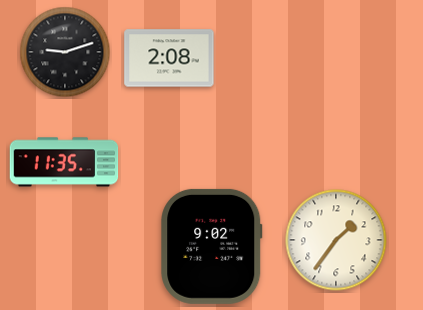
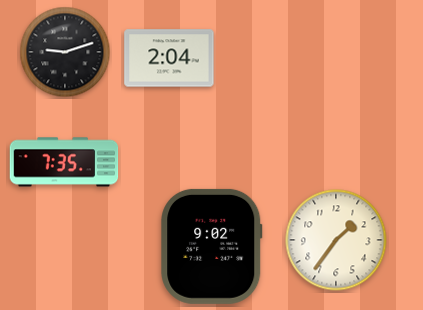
clock at (169, 58): 2:08 -> 2:04
clock at (64, 162): 11:35 -> 7:35
